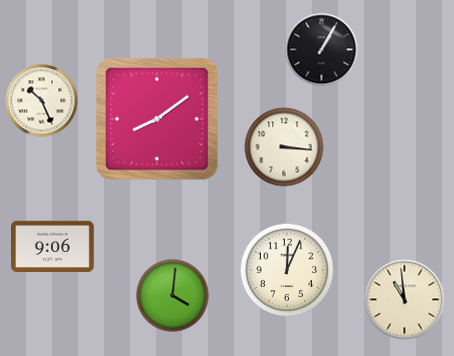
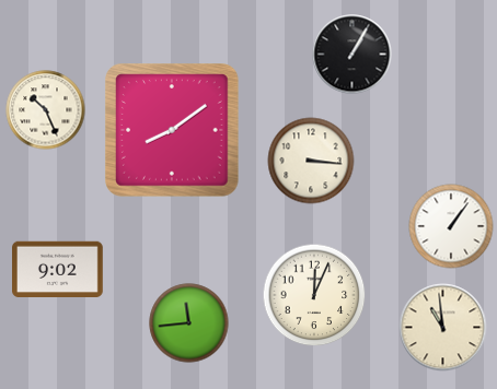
clock at (451, 226): none -> 1:06
clock at (53, 247): 9:06 -> 9:02
clock at (173, 296): 4:01 -> 11:44
